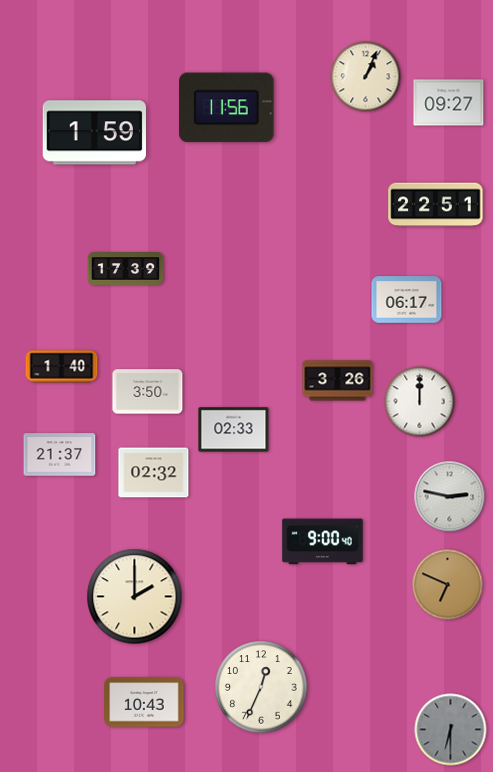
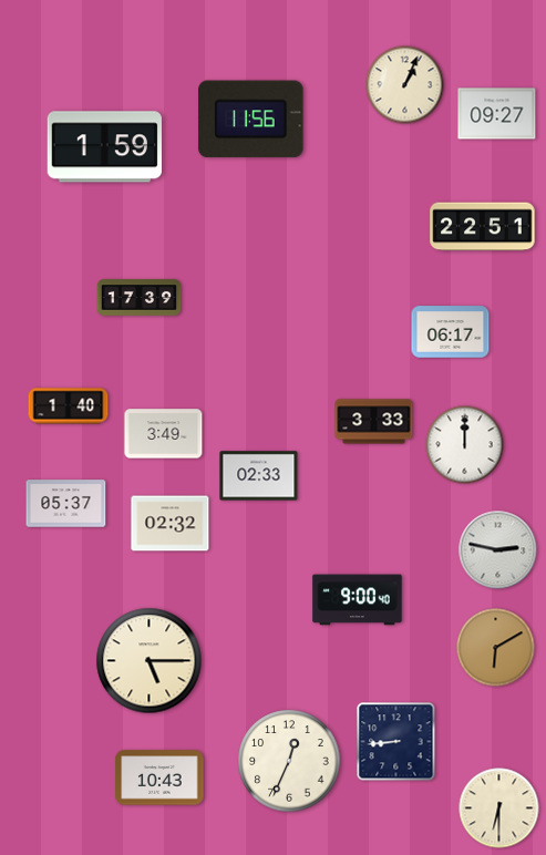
clock at (338, 381): 3:26 -> 3:33
clock at (148, 392): 3:50 -> 3:49
clock at (60, 455): 21:37 -> 05:37
clock at (448, 585): 6:49 -> 6:10
clock at (135, 597): 2:00 -> 5:15
clock at (396, 742): none -> 8:44
clock at (451, 730) dial: grey -> cream
